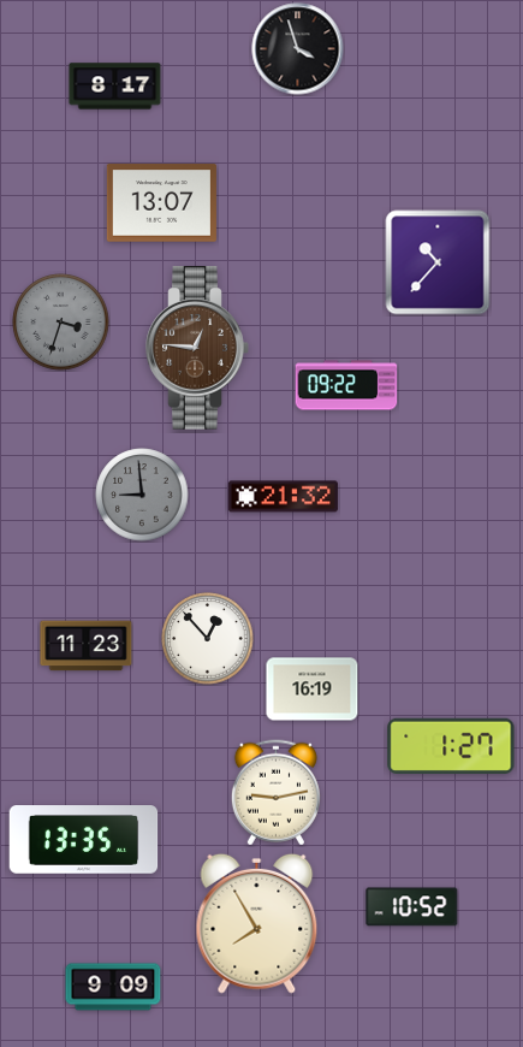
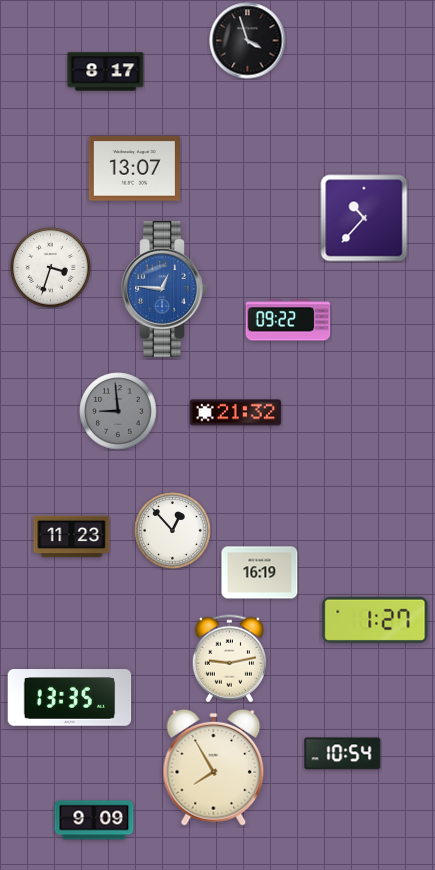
clock at (115, 87) position: (115, 87) -> (106, 72)
clock at (61, 323) dial: grey -> white
clock at (197, 348) dial: brown -> blue
clock at (412, 907): 10:52 -> 10:54
